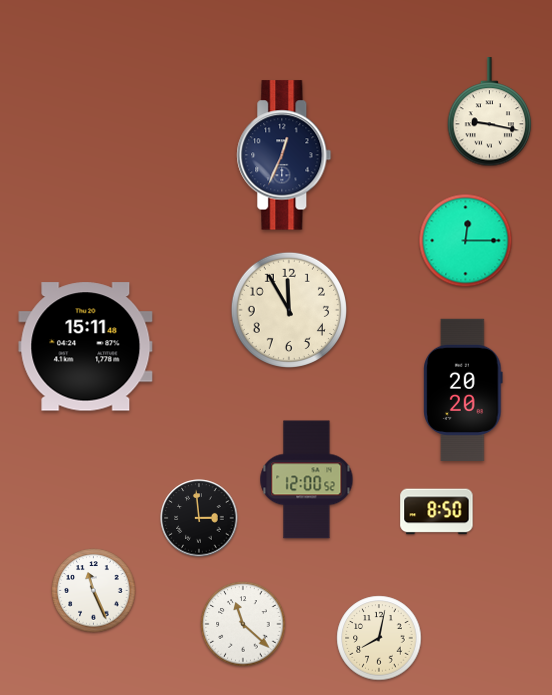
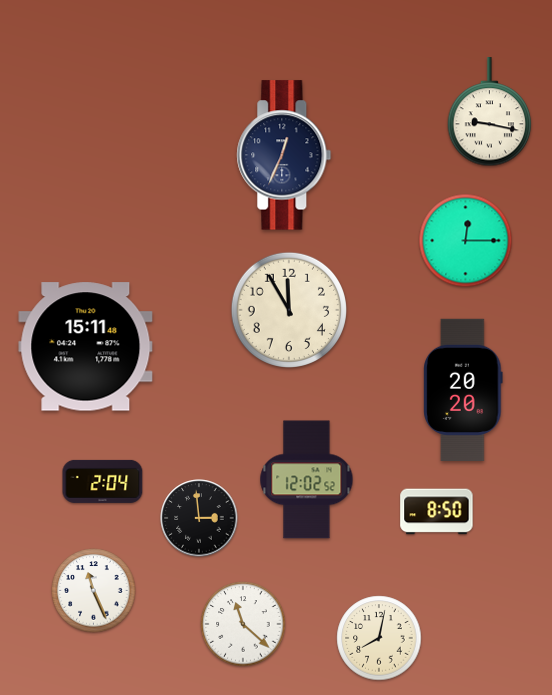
clock at (307, 480): 12:00 -> 12:02
clock at (103, 481): none -> 2:04
